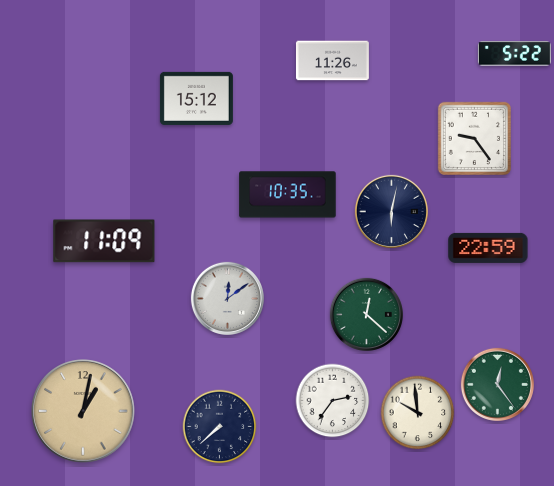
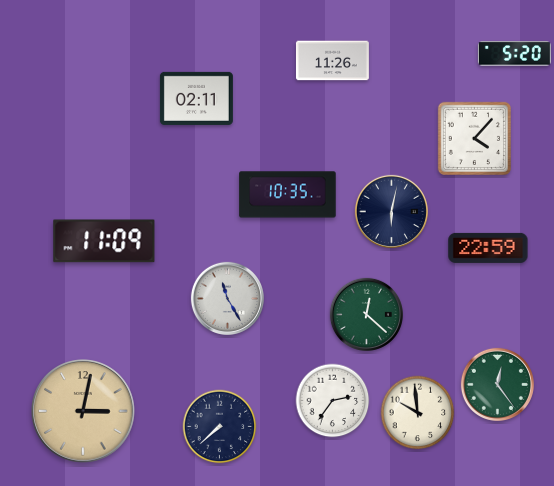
clock at (514, 54): 5:22 -> 5:20
clock at (196, 98): 15:12 -> 02:11
clock at (474, 138): 9:24 -> 4:07
clock at (227, 298): 12:09 -> 11:25
clock at (83, 411): 1:02 -> 3:02
